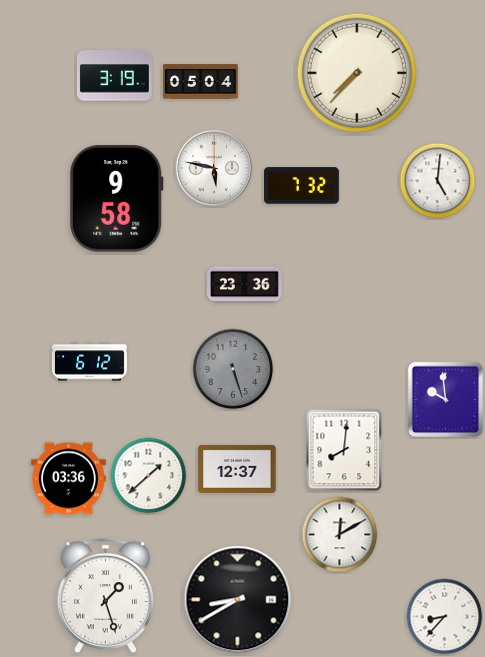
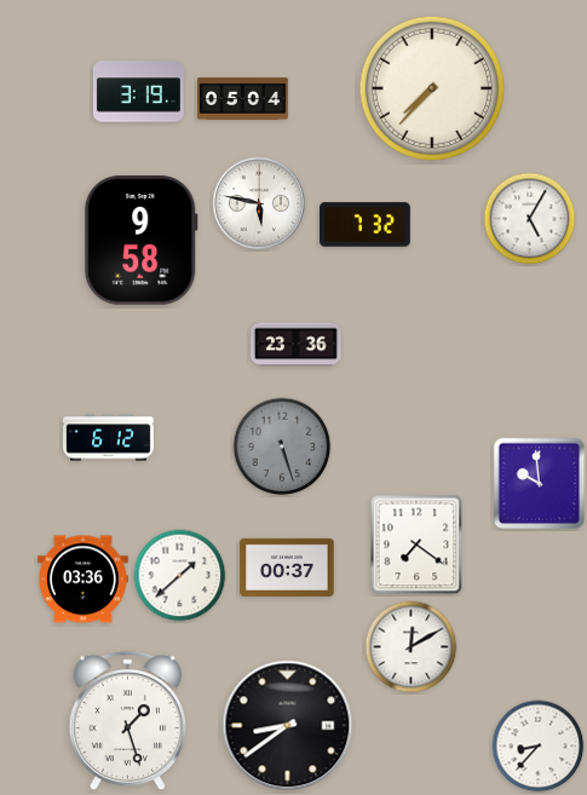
clock at (438, 181): 5:01 -> 5:05
clock at (344, 450): 8:01 -> 7:21
clock at (237, 469): 12:37 -> 00:37
clock at (238, 600): 8:40 -> 8:39
